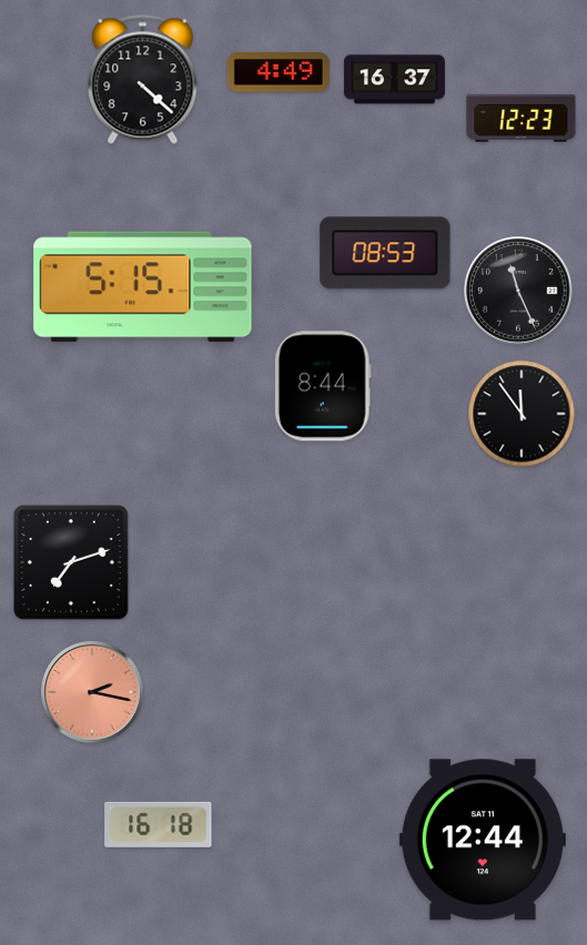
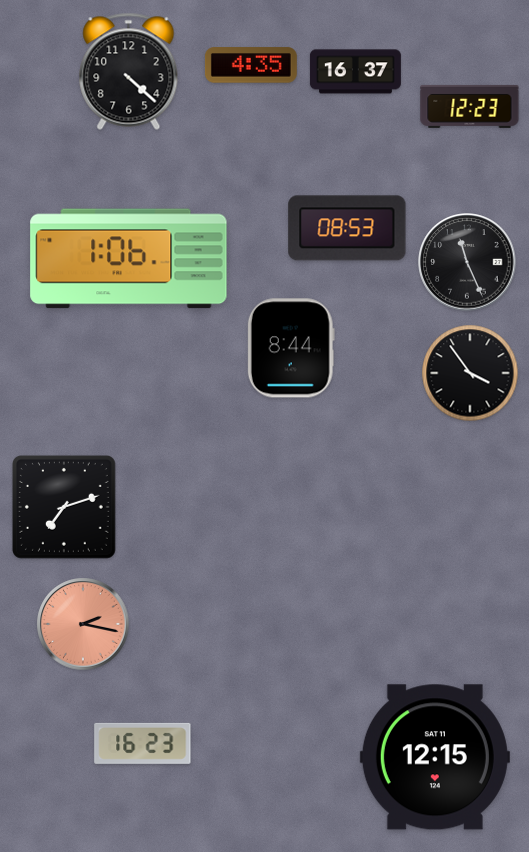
clock at (279, 72): 4:49 -> 4:35
clock at (143, 287): 5:15 -> 1:06
clock at (522, 414): 11:54 -> 3:54
clock at (159, 824): 16:18 -> 16:23
clock at (483, 840): 12:44 -> 12:15
